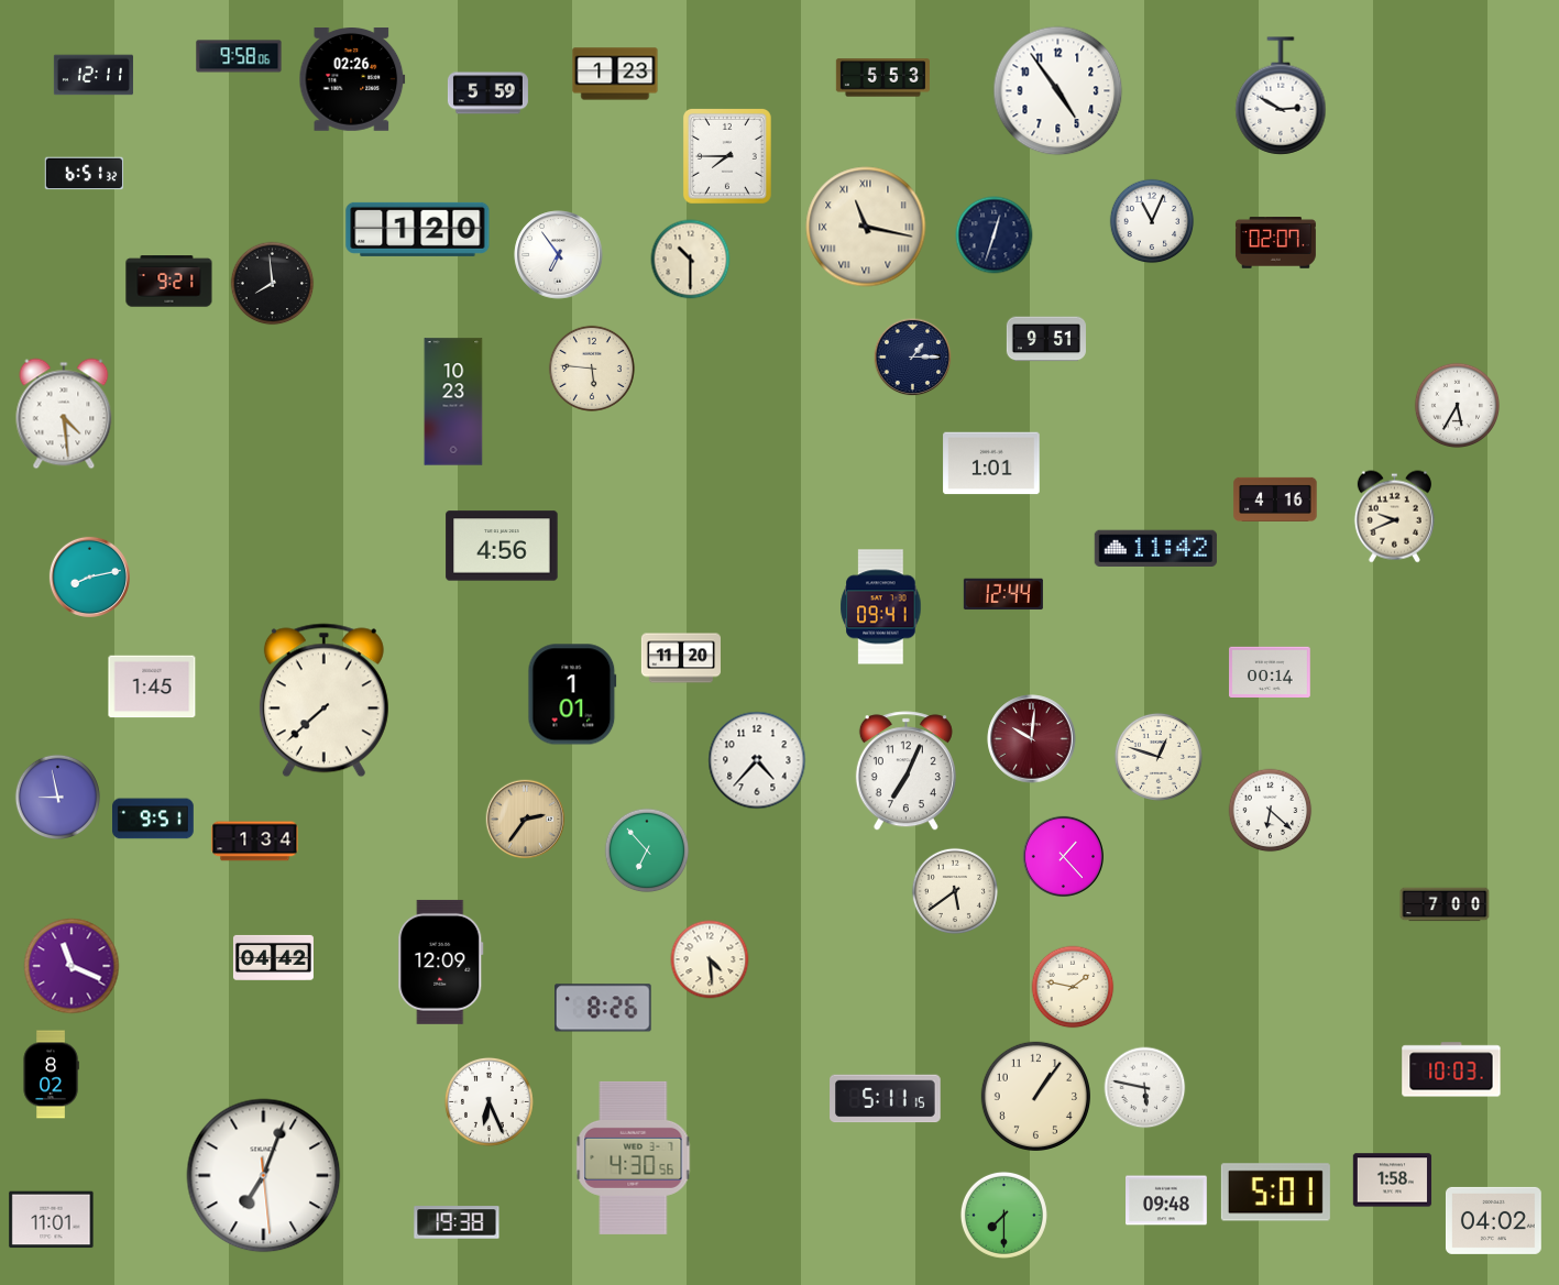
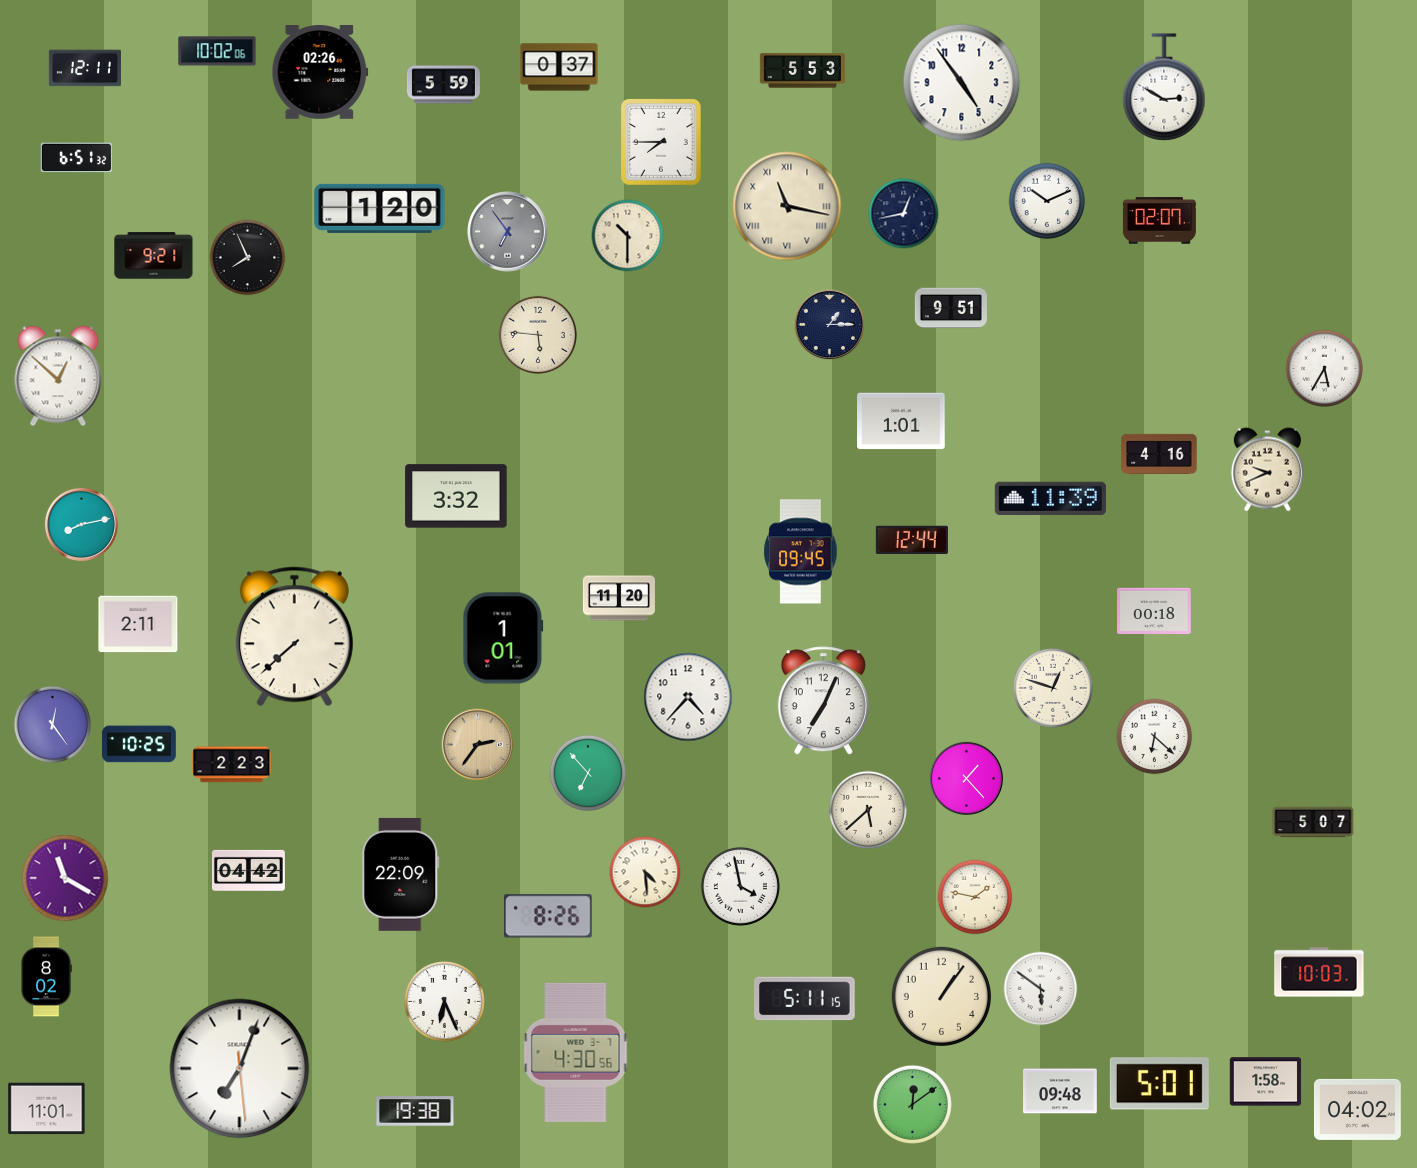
clock at (239, 56): 9:58 -> 10:02
clock at (615, 74): 1:23 -> 0:37
clock at (1152, 221): 11:04 -> 10:11
clock at (995, 235): 12:33 -> 12:43
clock at (559, 255) dial: white -> grey
clock at (273, 284): 7:59 -> 7:56
clock at (453, 402): 10:23 -> none
clock at (64, 414): 4:29 -> 12:52
clock at (502, 546): 4:56 -> 3:32
clock at (1155, 548): 11:42 -> 11:39
clock at (881, 607): 09:41 -> 09:45
clock at (1271, 672): 00:14 -> 00:18
clock at (152, 687): 1:45 -> 2:11
clock at (572, 694) position: (572, 694) -> (503, 638)
clock at (1032, 739): 10:01 -> none
clock at (757, 760) position: (757, 760) -> (688, 697)
clock at (57, 797): 8:58 -> 12:24
clock at (154, 819): 9:51 -> 10:25
clock at (255, 842): 1:34 -> 2:23
clock at (955, 891): 5:39 -> 5:38
clock at (1445, 904): 7:00 -> 5:07
clock at (441, 962): 12:09 -> 22:09
clock at (72, 966): 11:19 -> 11:20
clock at (740, 886): none -> 3:58
clock at (1145, 1088): 5:47 -> 5:51
clock at (1393, 1180) position: (1393, 1180) -> (1266, 1082)
clock at (1003, 1215): 7:30 -> 12:09
